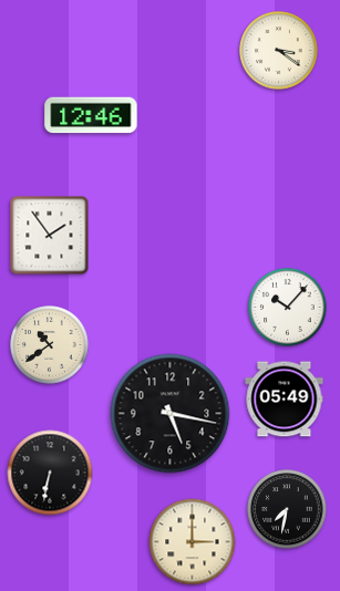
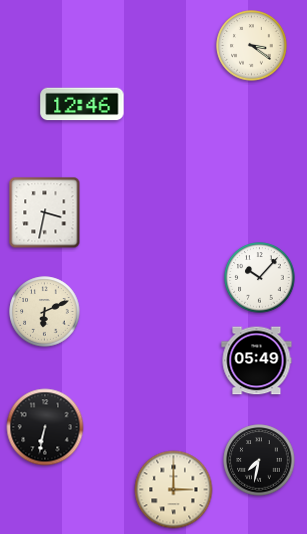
clock at (50, 236): 1:54 -> 3:32
clock at (50, 345): 10:39 -> 6:11
clock at (171, 414): 5:17 -> none
